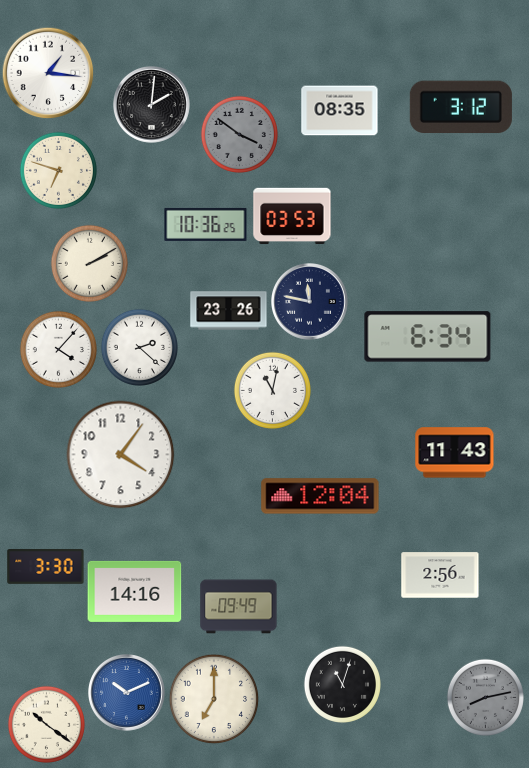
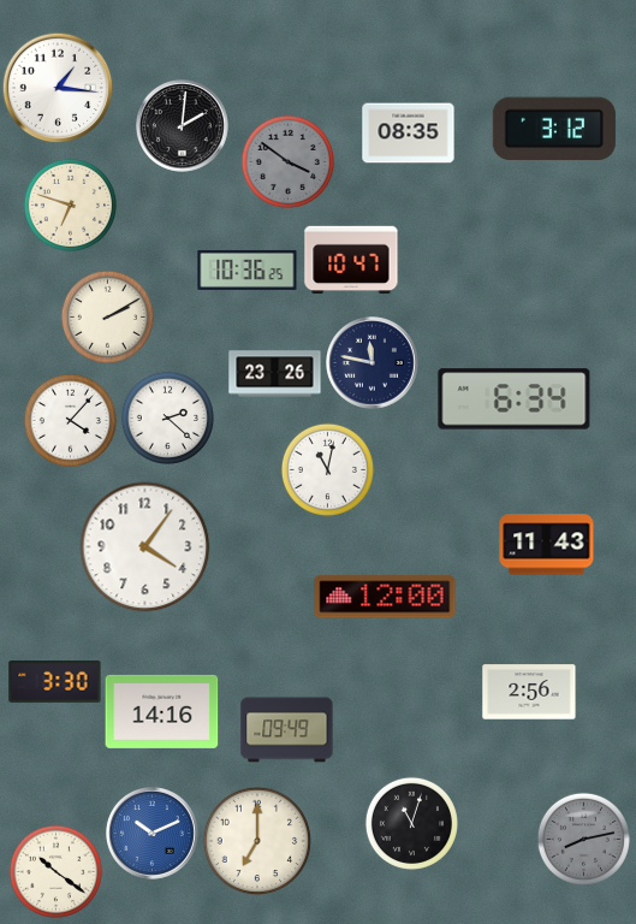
clock at (292, 216): 03:53 -> 10:47
clock at (428, 337) position: (428, 337) -> (515, 399)
clock at (320, 496): 12:04 -> 12:00
